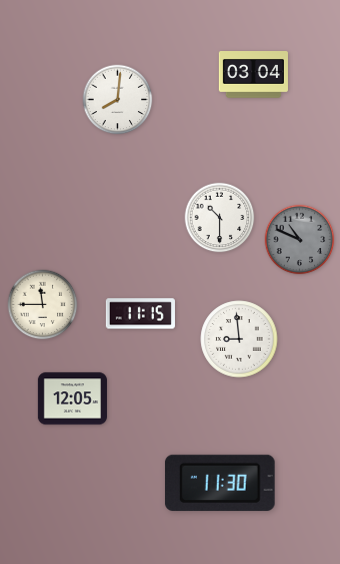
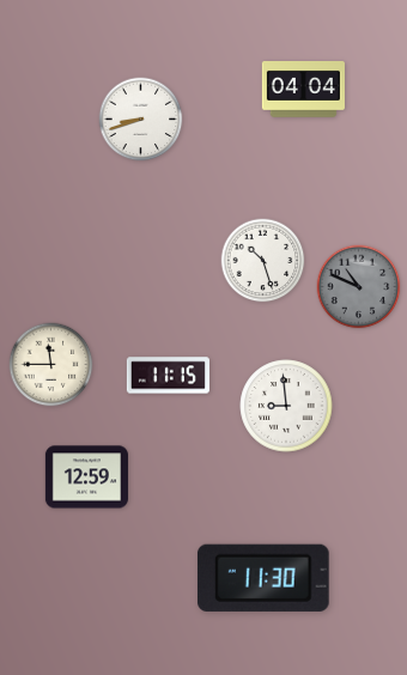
clock at (253, 75): 03:04 -> 04:04
clock at (118, 100): 8:01 -> 8:42
clock at (220, 218): 10:30 -> 10:27
clock at (72, 399): 12:05 -> 12:59
